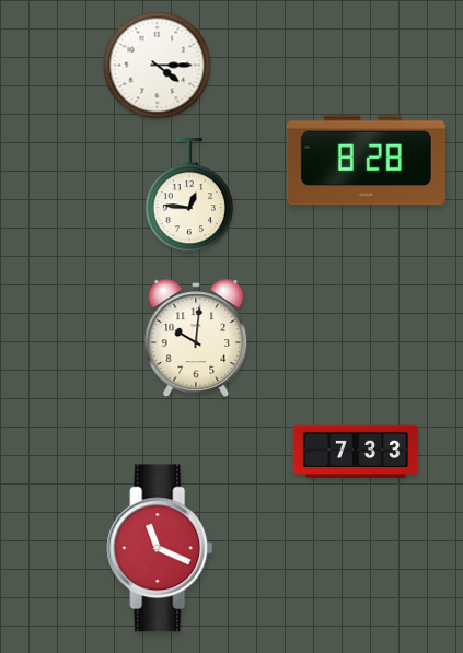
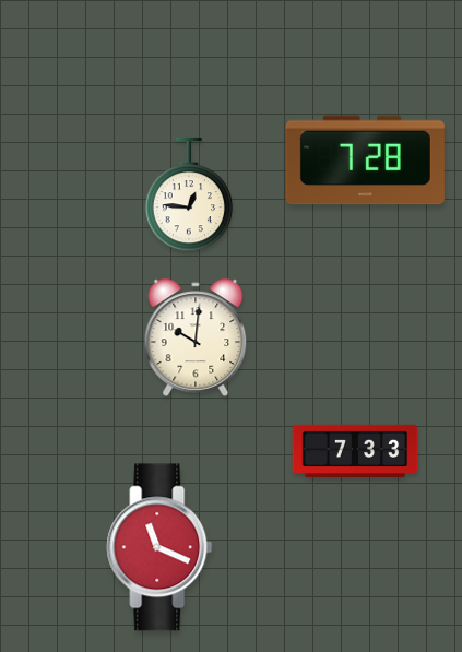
clock at (158, 66): 4:15 -> none
clock at (366, 161): 8:28 -> 7:28
